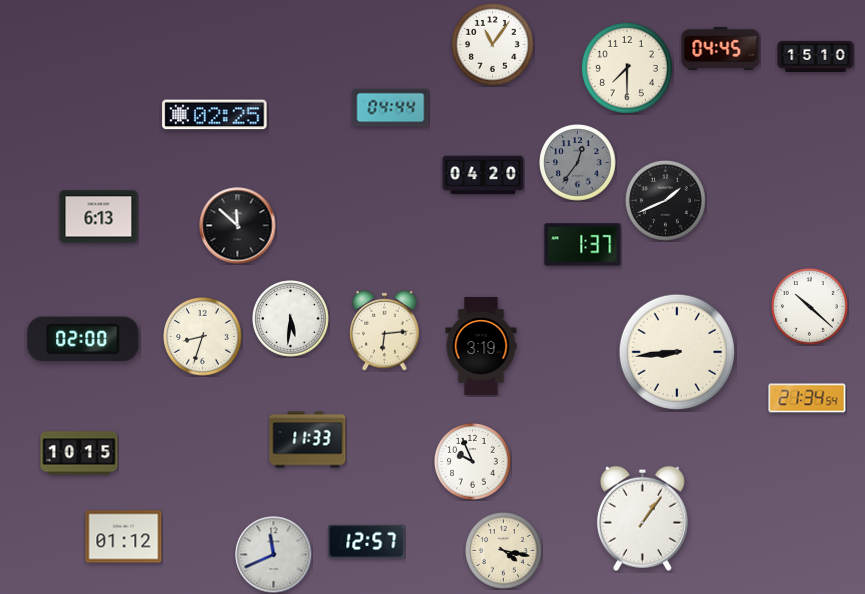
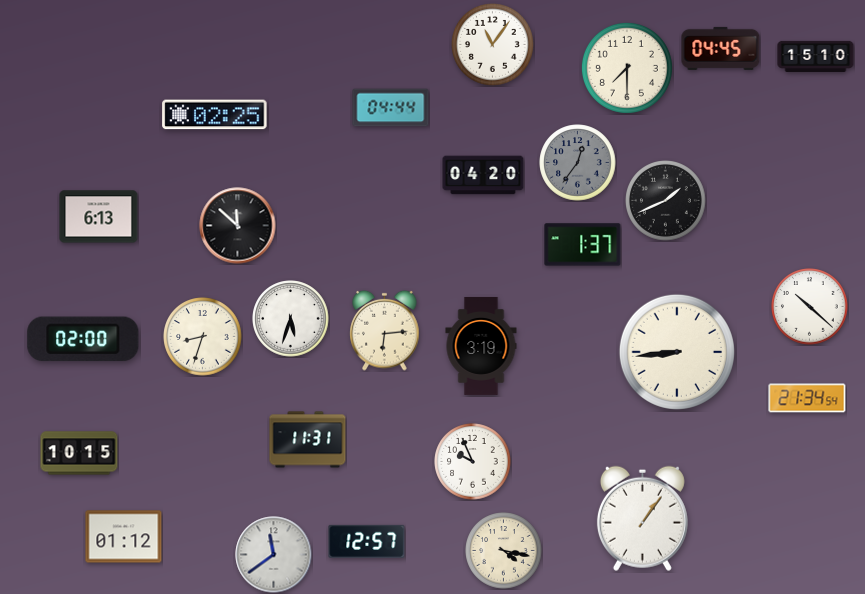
clock at (291, 319): 5:31 -> 5:33
clock at (308, 440): 11:33 -> 11:31
clock at (274, 555): 11:41 -> 11:39
